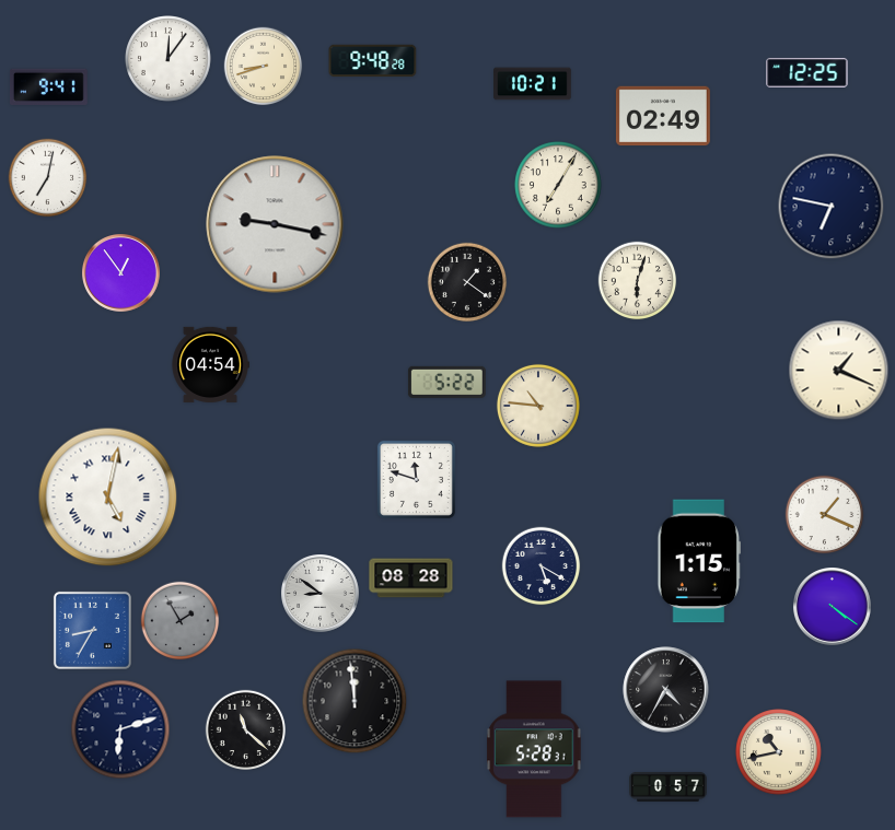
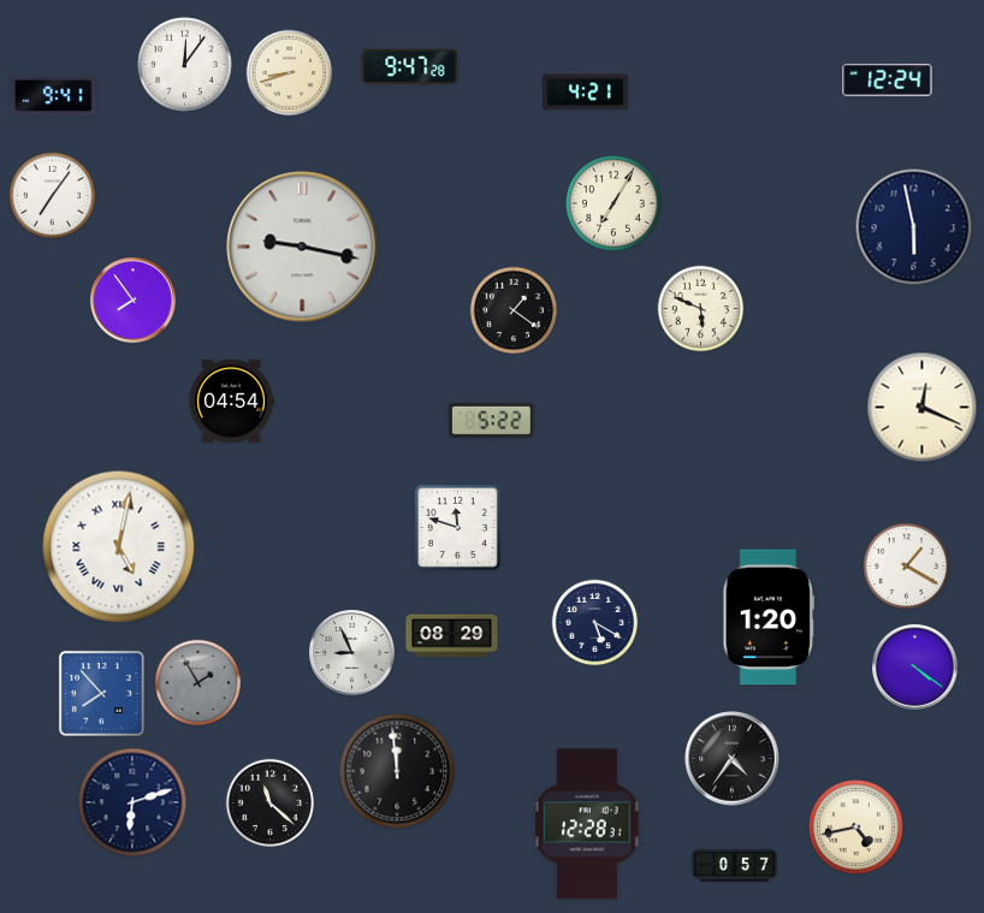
clock at (373, 61): 9:48 -> 9:47
clock at (807, 72): 12:25 -> 12:24
clock at (533, 84): 10:21 -> 4:21
clock at (663, 116): 02:49 -> none
clock at (48, 178): 7:02 -> 7:06
clock at (832, 207): 6:47 -> 5:58
clock at (121, 273): 12:54 -> 7:54
clock at (638, 281): 6:03 -> 5:49
clock at (839, 371): 1:19 -> 12:19
clock at (538, 406): 10:46 -> none
clock at (825, 515): 1:19 -> 1:20
clock at (698, 561): 1:15 -> 1:20
clock at (411, 578): 08:28 -> 08:29
clock at (321, 594): 8:51 -> 8:56
clock at (92, 630): 8:35 -> 7:53
clock at (666, 690): 4:35 -> 4:36
clock at (354, 701) position: (354, 701) -> (397, 771)
clock at (534, 749): 5:28 -> 12:28
clock at (779, 752): 10:43 -> 4:43
